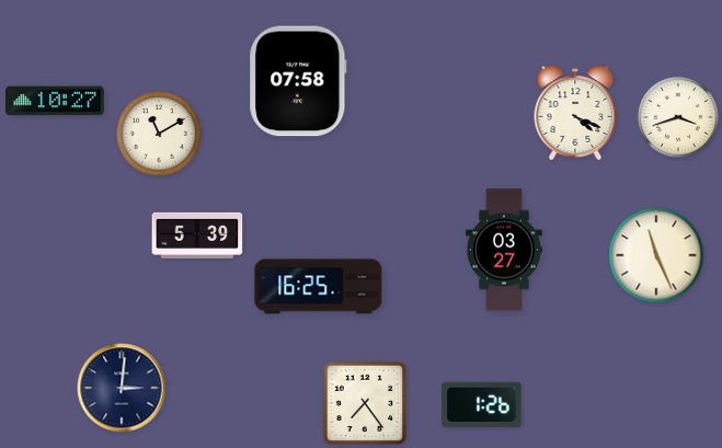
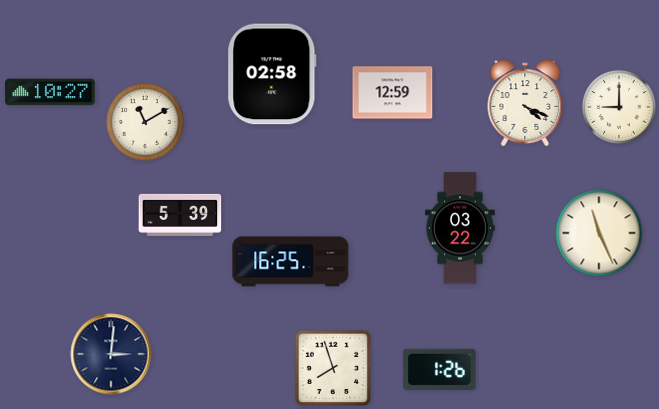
clock at (298, 81): 07:58 -> 02:58
clock at (393, 93): none -> 12:59
clock at (678, 117): 3:42 -> 9:00
clock at (504, 250): 03:27 -> 03:22
clock at (364, 402): 7:24 -> 7:57
